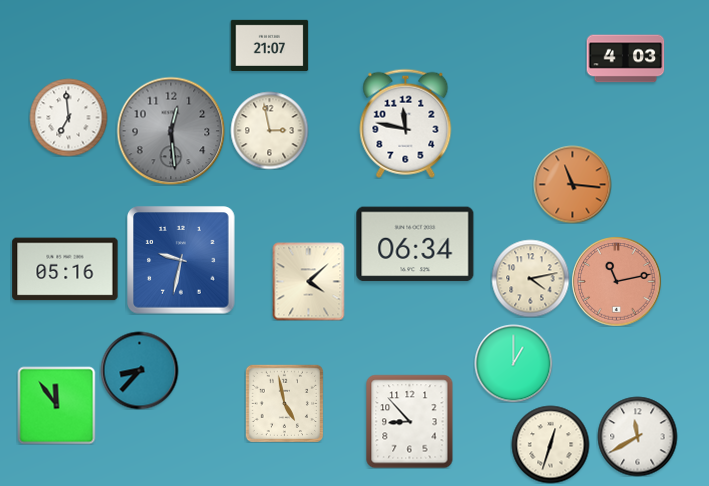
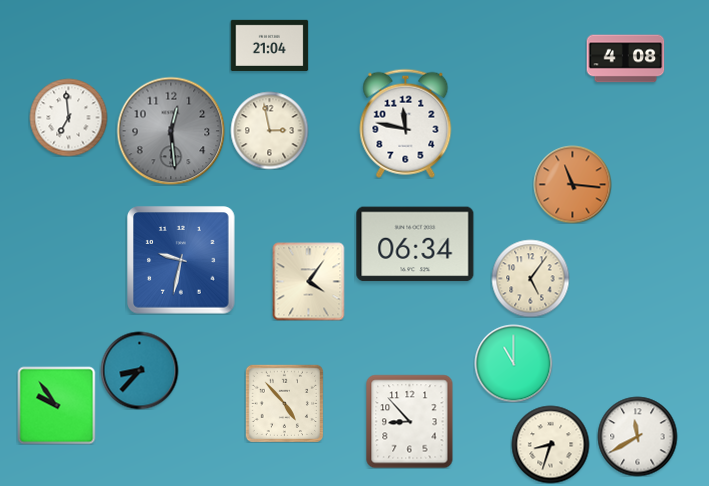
clock at (269, 45): 21:07 -> 21:04
clock at (625, 59): 4:03 -> 4:08
clock at (65, 269): 05:16 -> none
clock at (530, 278): 4:13 -> 5:06
clock at (309, 281): 4:08 -> 4:06
clock at (616, 281): 11:13 -> none
clock at (513, 363): 1:00 -> 11:00
clock at (284, 403): 4:58 -> 4:53
clock at (56, 405): 11:54 -> 9:54
clock at (550, 444): 12:33 -> 8:33
